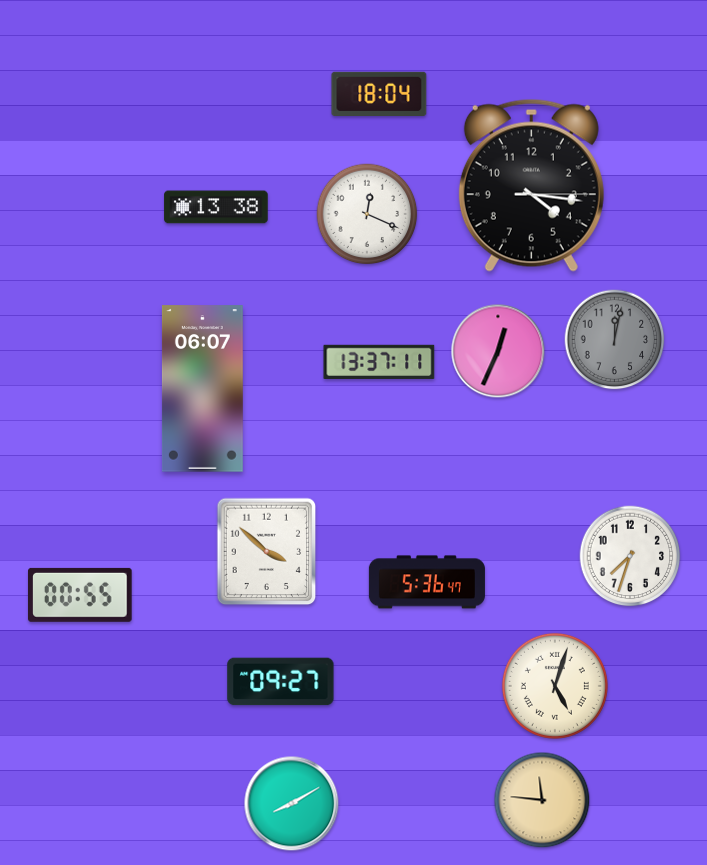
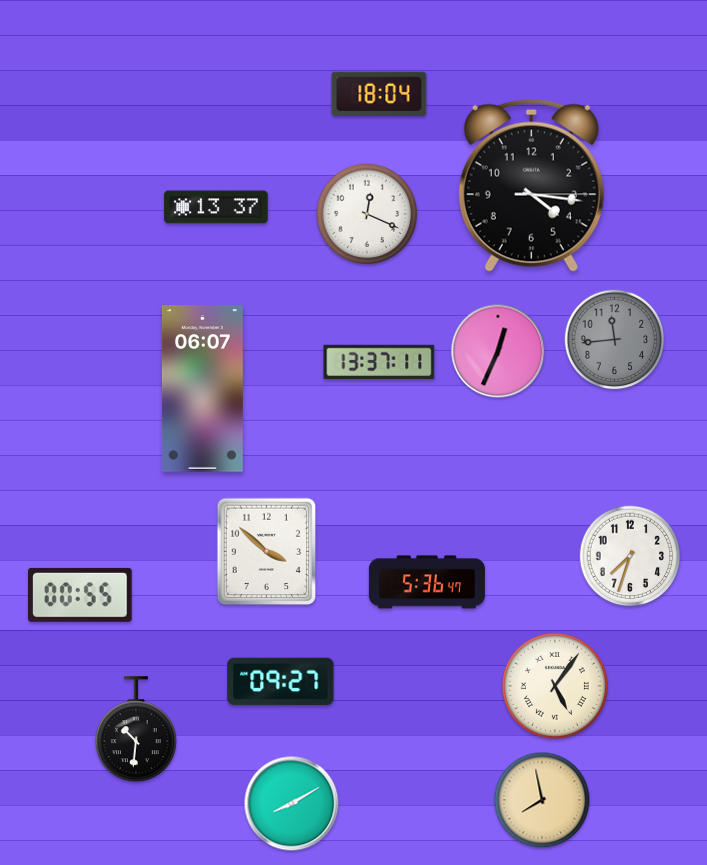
clock at (216, 207): 13:38 -> 13:37
clock at (615, 340): 12:02 -> 11:44
clock at (555, 686): 5:03 -> 5:06
clock at (136, 730): none -> 10:31
clock at (542, 800): 11:46 -> 7:58
